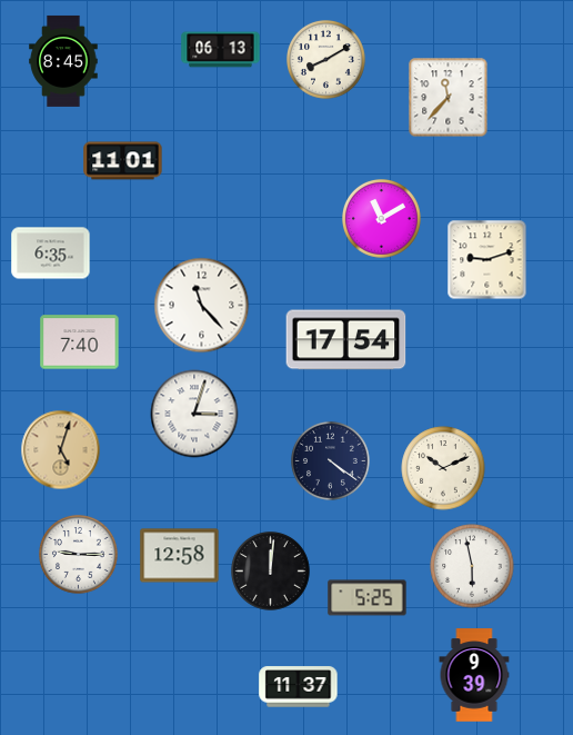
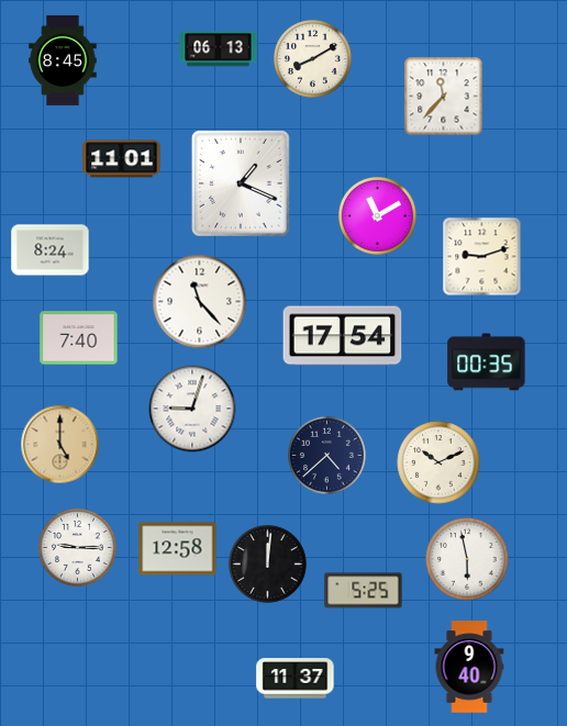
clock at (326, 60) position: (326, 60) -> (313, 59)
clock at (242, 185): none -> 1:19
clock at (51, 254): 6:35 -> 8:24
clock at (487, 362): none -> 00:35
clock at (194, 414): 3:03 -> 9:03
clock at (61, 450): 5:03 -> 5:00
clock at (331, 461): 4:21 -> 4:38
clock at (474, 675): 9:39 -> 9:40
